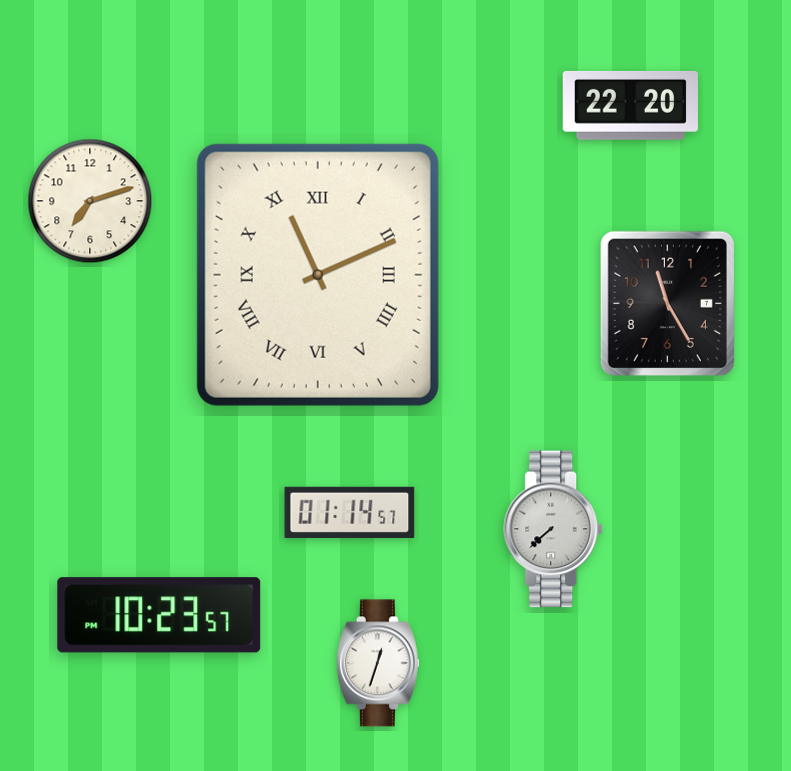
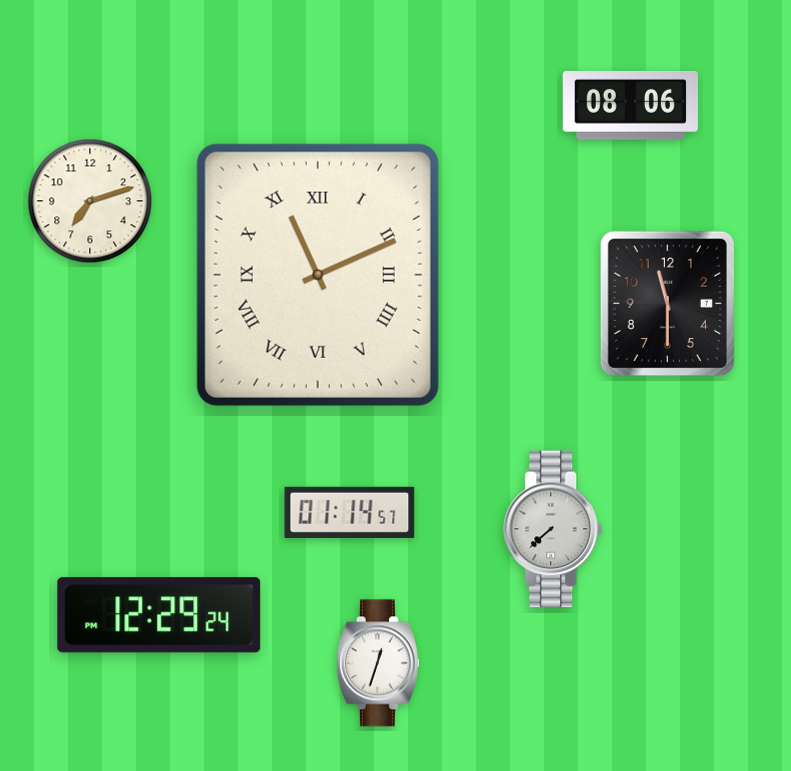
clock at (630, 105): 22:20 -> 08:06
clock at (667, 303): 11:25 -> 11:30
clock at (159, 615): 10:23 -> 12:29
